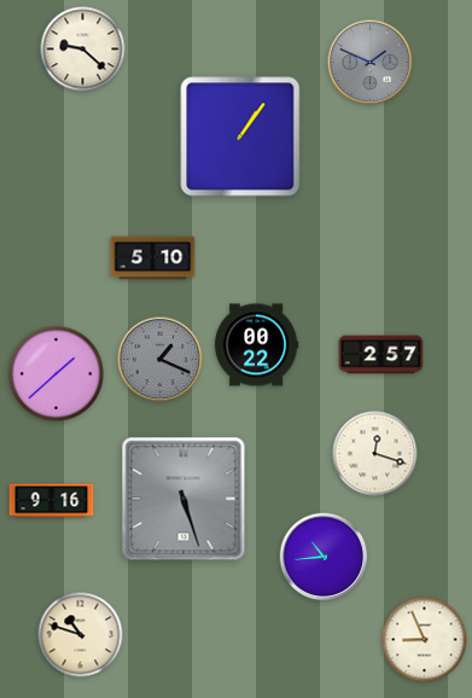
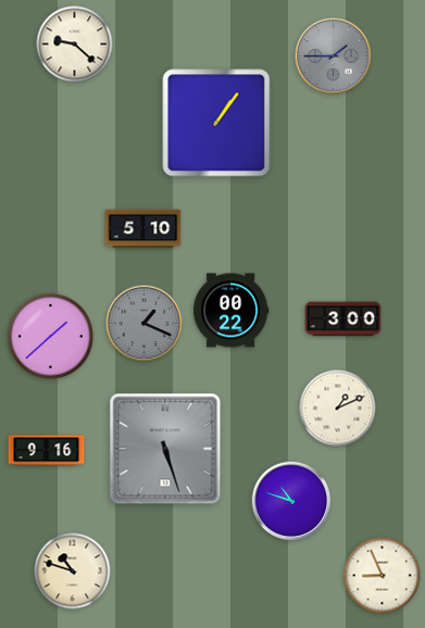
clock at (371, 63): 1:49 -> 1:45
clock at (153, 258) position: (153, 258) -> (143, 229)
clock at (381, 355): 2:57 -> 3:00
clock at (375, 454): 12:18 -> 1:11
clock at (324, 557): 10:44 -> 10:48
